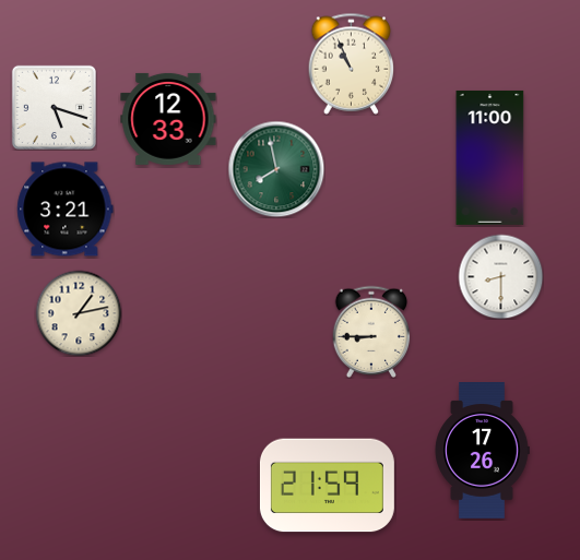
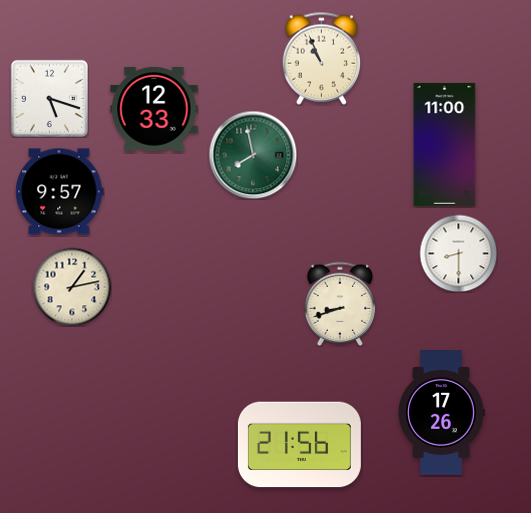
clock at (490, 157) position: (490, 157) -> (445, 144)
clock at (66, 210): 3:21 -> 9:57
clock at (371, 331): 8:45 -> 8:42
clock at (327, 486): 21:59 -> 21:56
